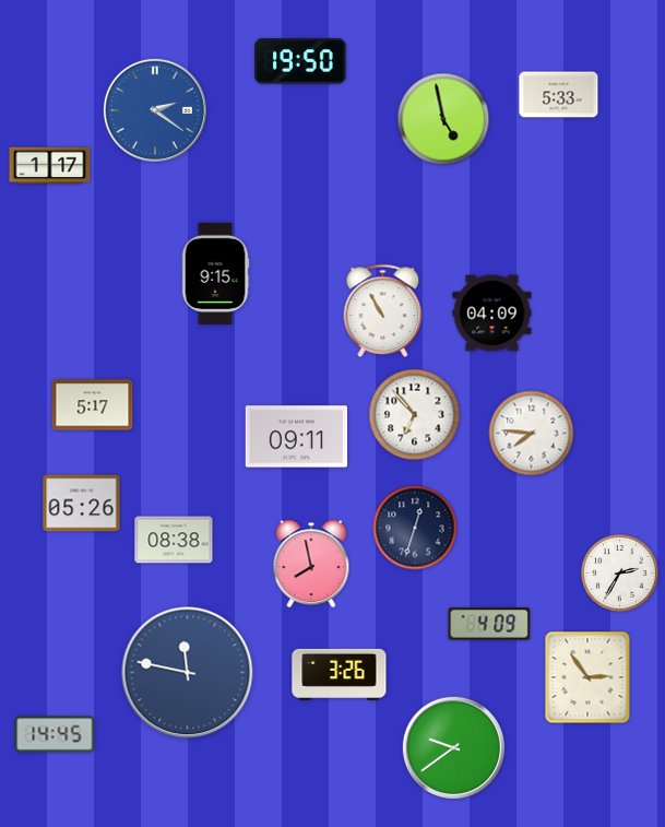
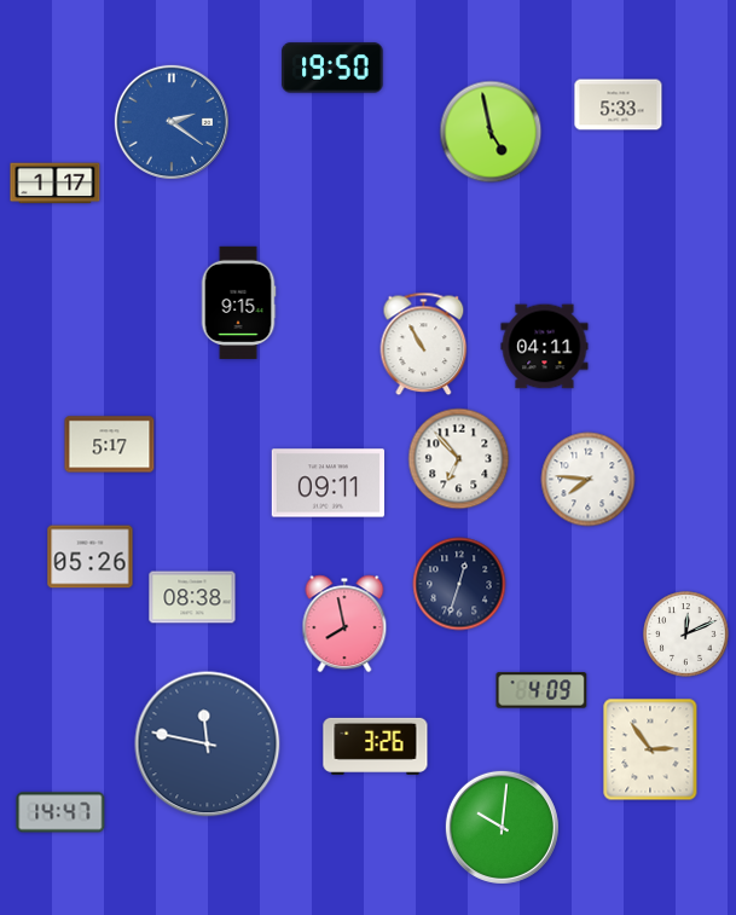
clock at (492, 314): 04:09 -> 04:11
clock at (93, 405) position: (93, 405) -> (110, 445)
clock at (620, 574): 2:35 -> 12:11
clock at (55, 734): 14:45 -> 14:47
clock at (453, 747): 9:39 -> 10:01
